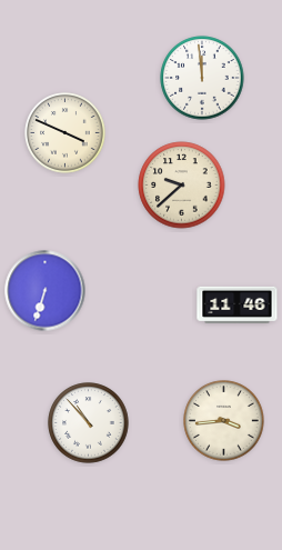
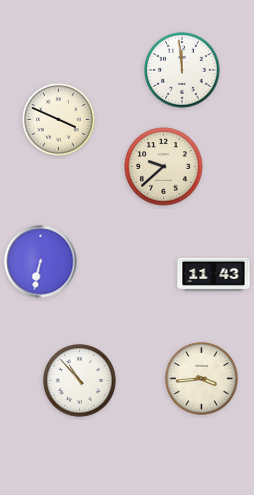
clock at (46, 291): 6:33 -> 6:32
clock at (238, 304): 11:46 -> 11:43
